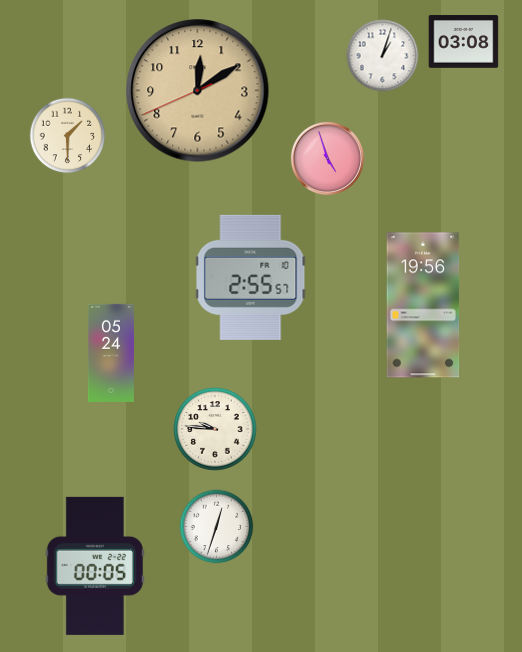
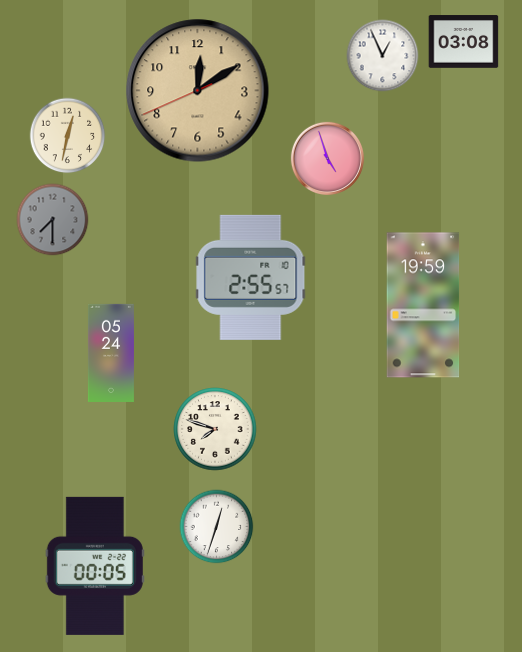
clock at (383, 56): 1:03 -> 12:56
clock at (68, 136): 1:30 -> 12:32
clock at (53, 220): none -> 7:30
clock at (423, 305): 19:56 -> 19:59
clock at (215, 429): 9:46 -> 7:48
